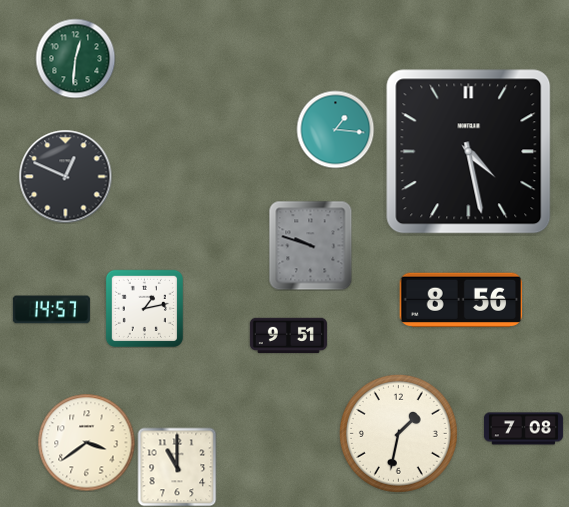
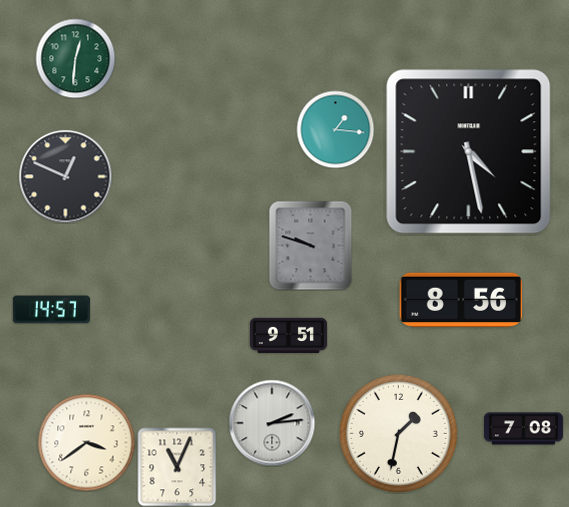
clock at (144, 308): 1:13 -> none
clock at (272, 423): none -> 2:14
clock at (177, 467): 11:00 -> 11:04
